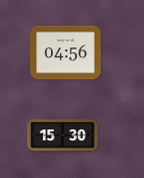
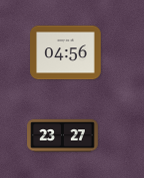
clock at (63, 136): 15:30 -> 23:27
